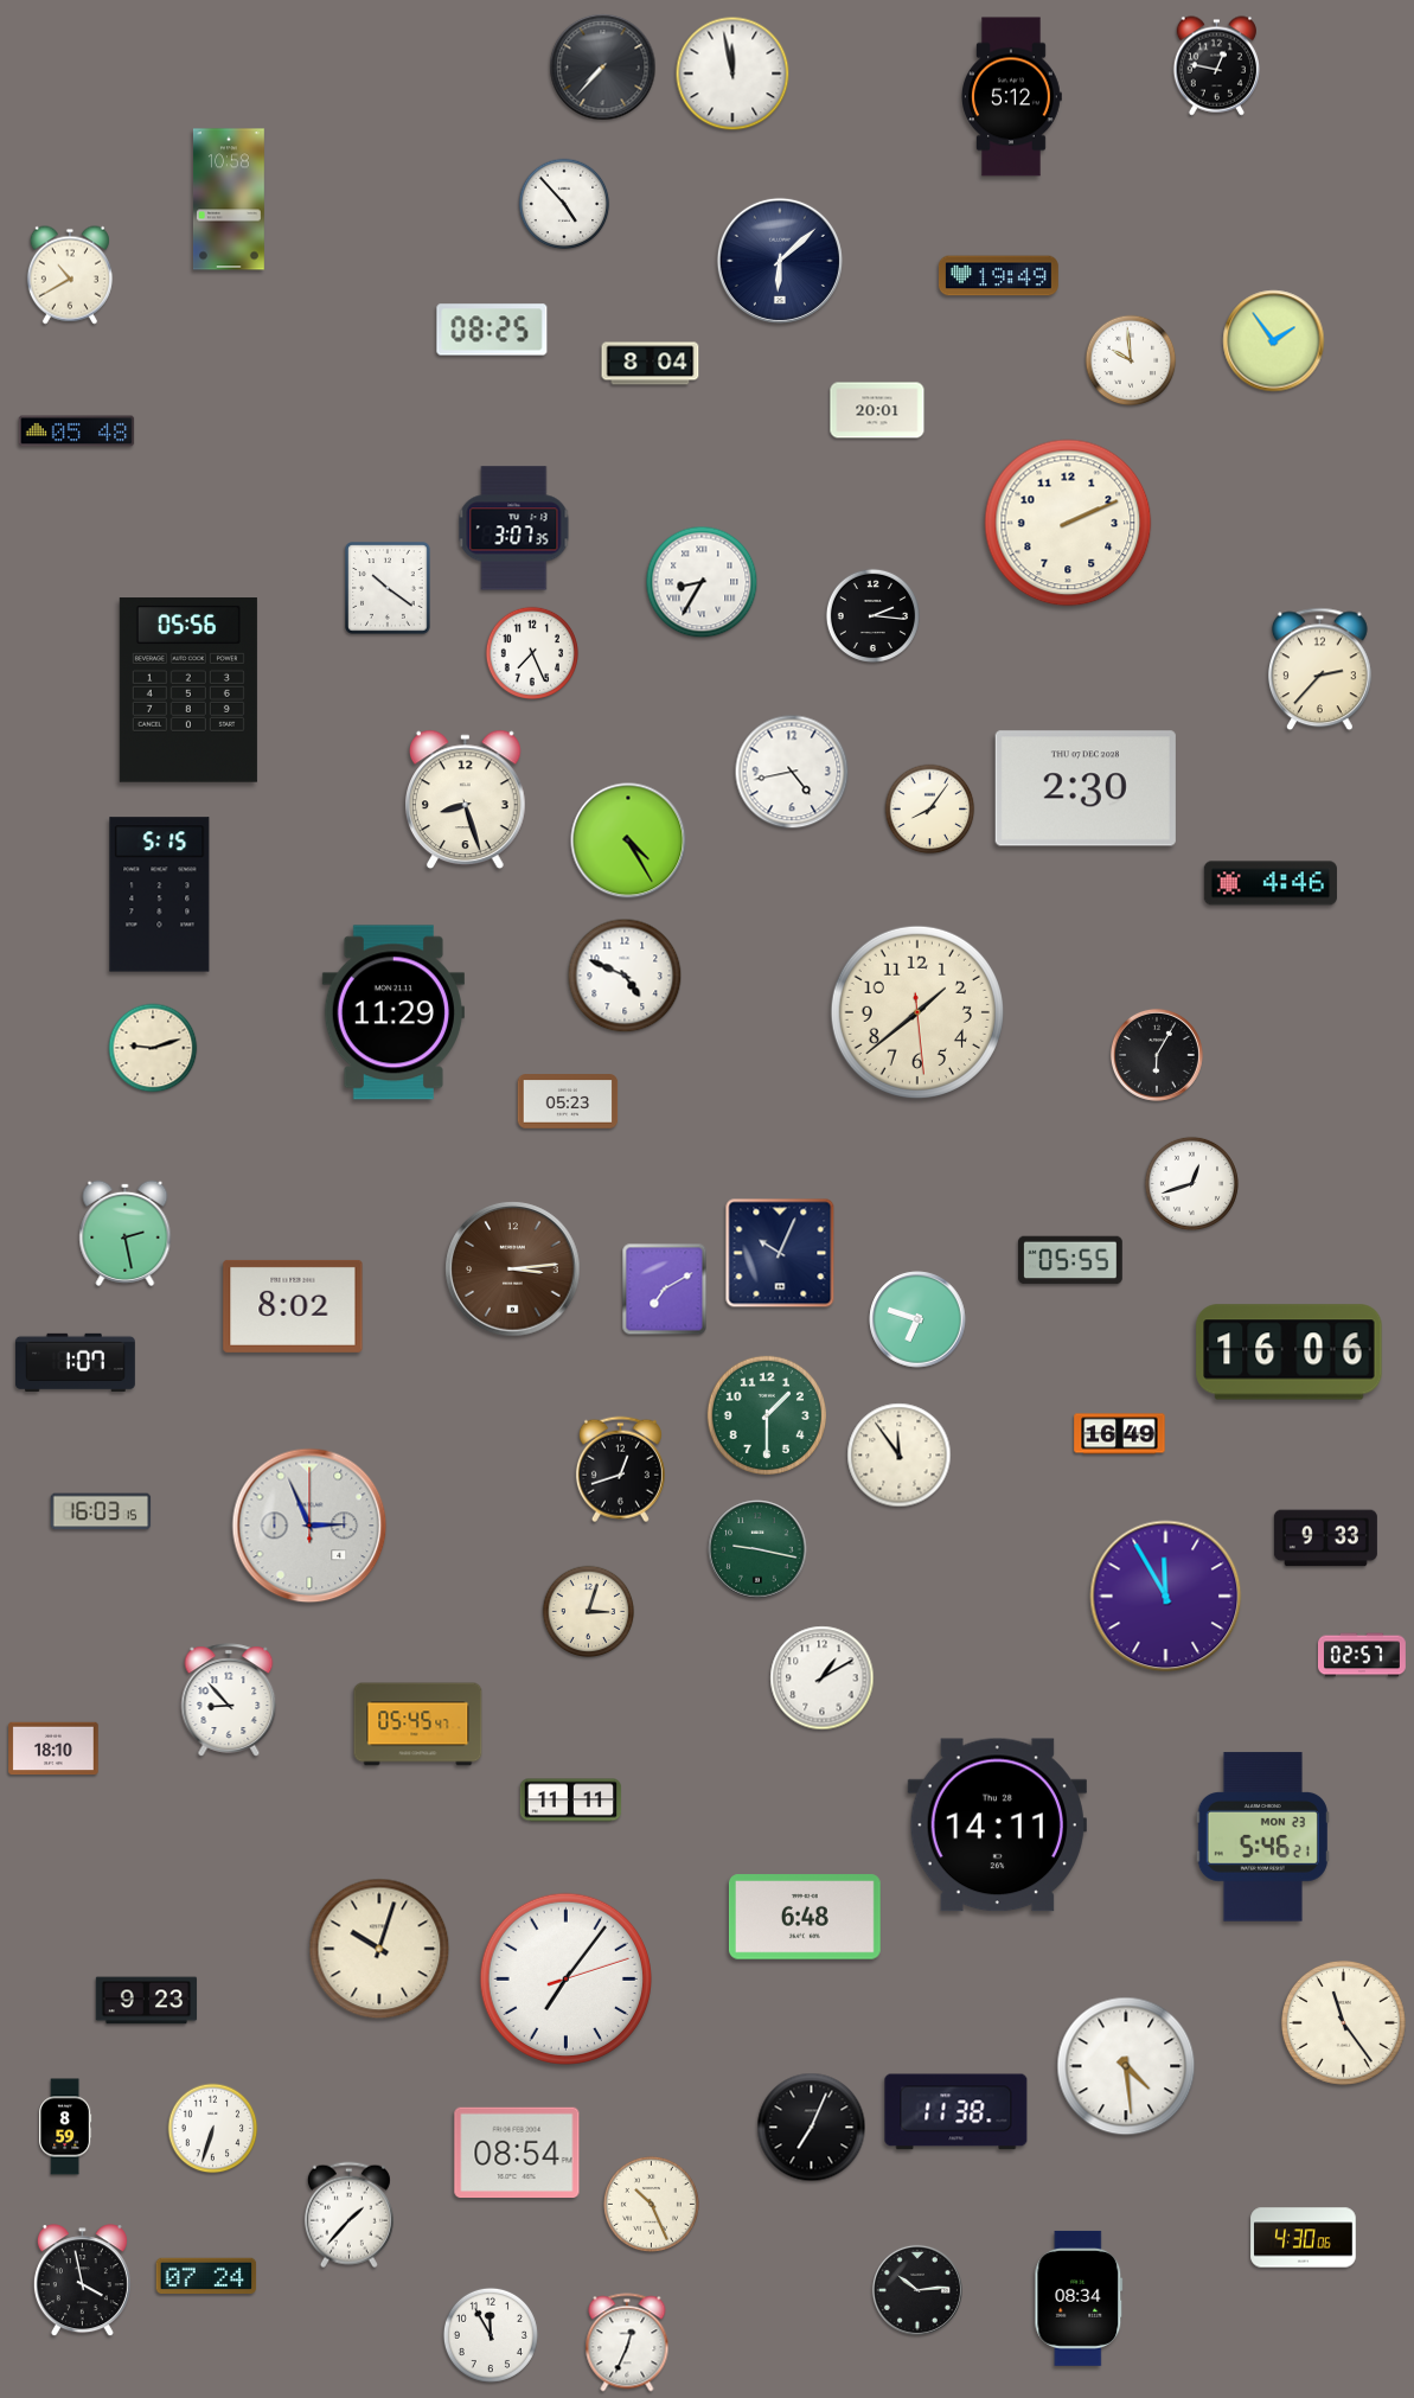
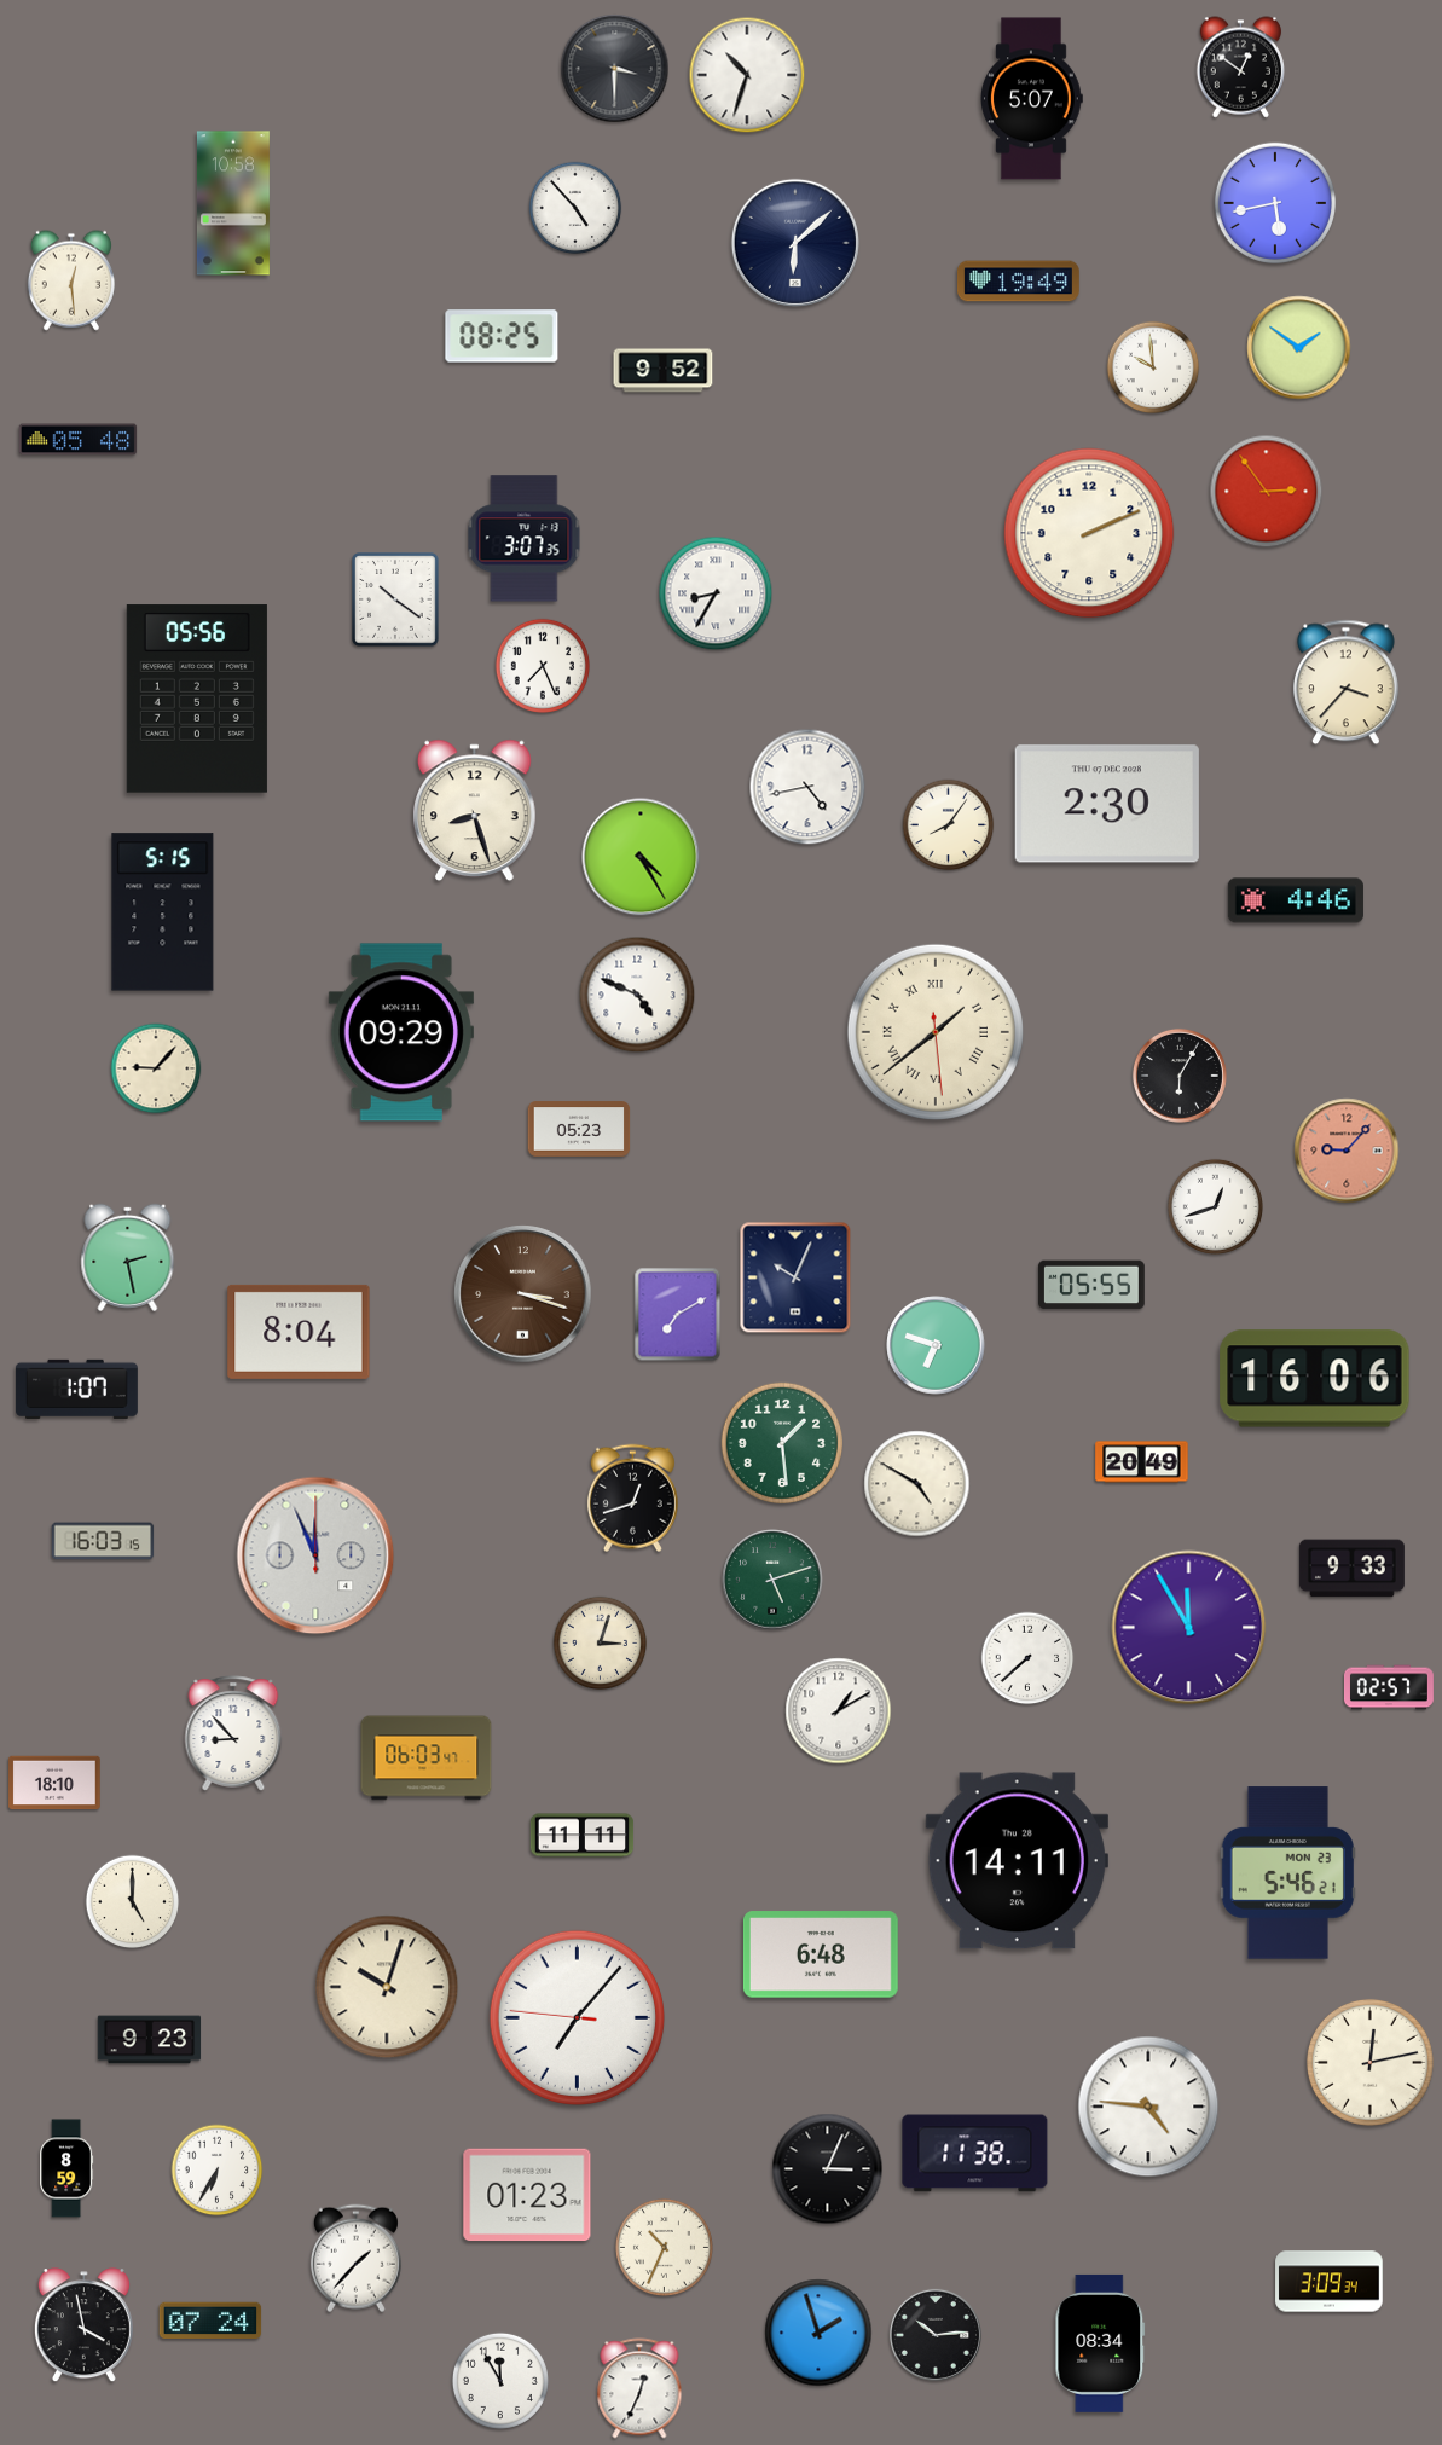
clock at (1216, 66): 12:47 -> 12:51
clock at (603, 68): 7:37 -> 3:30
clock at (732, 73): 11:58 -> 10:33
clock at (1012, 97): 5:12 -> 5:07
clock at (1274, 202): none -> 5:43
clock at (780, 261) position: (780, 261) -> (795, 243)
clock at (70, 275): 10:40 -> 12:29
clock at (1274, 341): 1:54 -> 1:51
clock at (651, 364): 8:04 -> 9:52
clock at (877, 410): 20:01 -> none
clock at (1267, 492): none -> 2:54
clock at (872, 615): 2:16 -> none
clock at (1320, 670): 2:37 -> 3:37
clock at (188, 690) position: (188, 690) -> (197, 699)
clock at (466, 800) position: (466, 800) -> (475, 811)
clock at (394, 1012): 11:29 -> 09:29
clock at (917, 1012) numerals: Arabic -> Roman
clock at (153, 1048): 9:12 -> 9:07
clock at (568, 1101) position: (568, 1101) -> (579, 1129)
clock at (1347, 1151): none -> 9:07
clock at (513, 1270): 3:14 -> 3:18
clock at (293, 1306): 8:02 -> 8:04
clock at (766, 1414): 1:30 -> 1:29
clock at (1120, 1434): 16:49 -> 20:49
clock at (900, 1456): 11:54 -> 4:50
clock at (309, 1526): 2:56 -> 11:56
clock at (757, 1549): 9:17 -> 5:12
clock at (1027, 1658): none -> 7:38
clock at (418, 1725): 05:45 -> 06:03
clock at (133, 1902): none -> 5:00
clock at (565, 1978): 7:06:12 -> 7:06:46
clock at (1343, 2022): 11:24 -> 12:13
clock at (1126, 2066): 4:29 -> 4:46
clock at (812, 2128): 7:04 -> 3:04
clock at (213, 2129): 6:33 -> 6:35
clock at (517, 2153): 08:54 -> 01:23
clock at (651, 2204): 10:26 -> 10:34
clock at (1304, 2238): 4:30 -> 3:09
clock at (818, 2333): none -> 1:57
